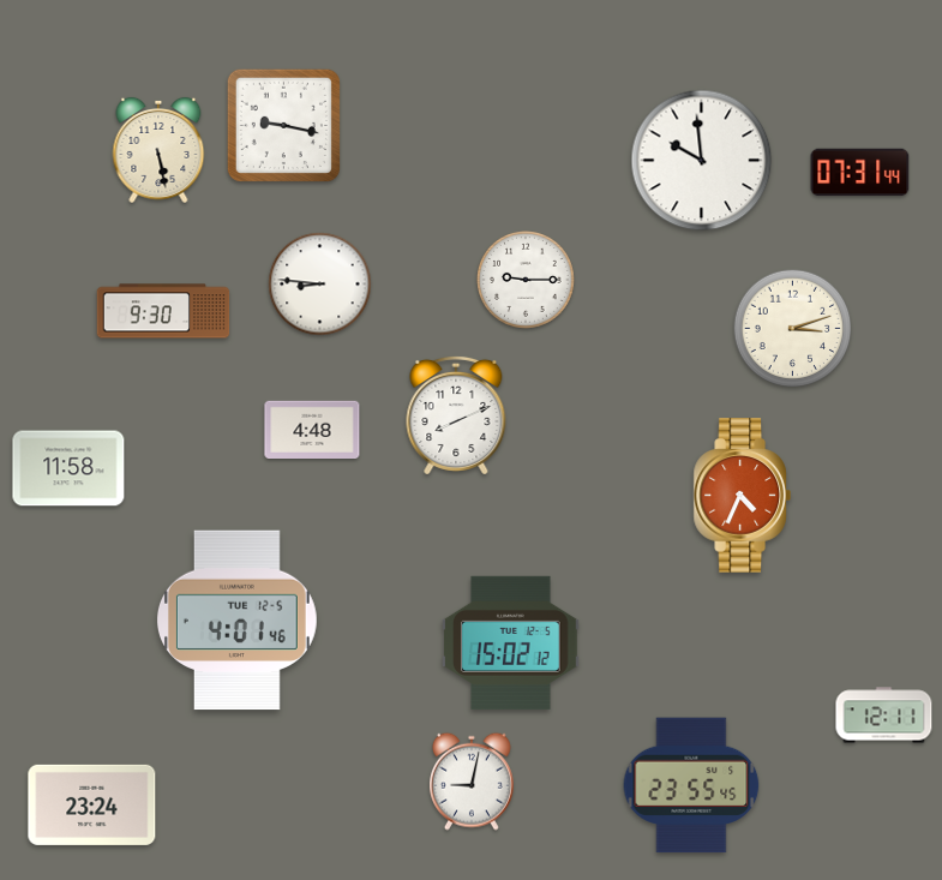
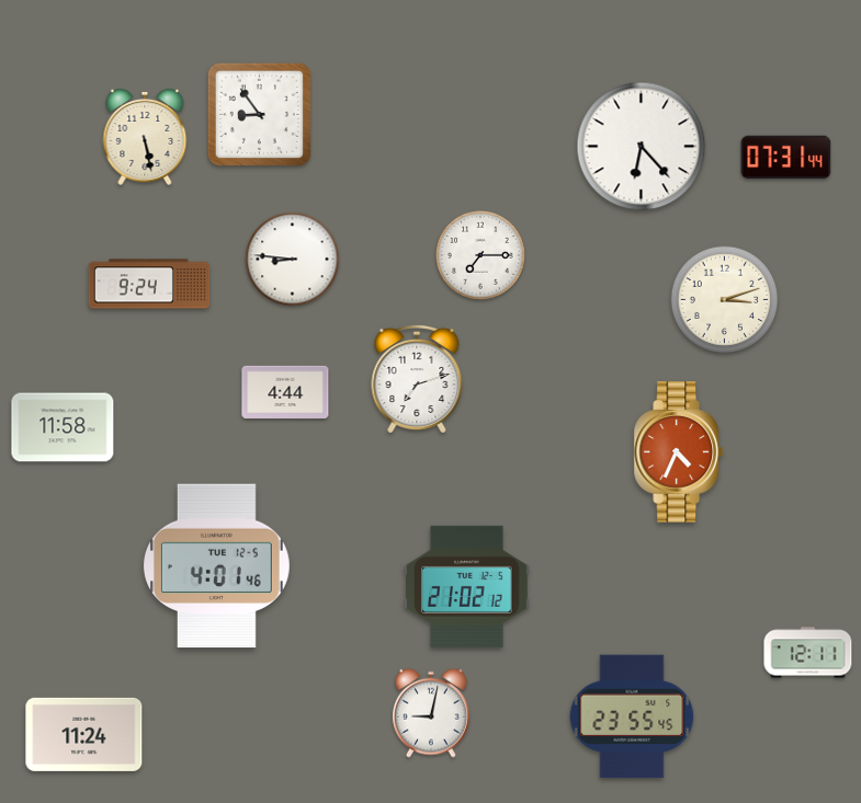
clock at (283, 125): 9:17 -> 8:54
clock at (702, 161): 9:59 -> 6:23
clock at (527, 281): 9:15 -> 7:15
clock at (163, 311): 9:30 -> 9:24
clock at (456, 415): 8:11 -> 7:12
clock at (312, 429): 4:48 -> 4:44
clock at (511, 642): 15:02 -> 21:02
clock at (92, 804): 23:24 -> 11:24
